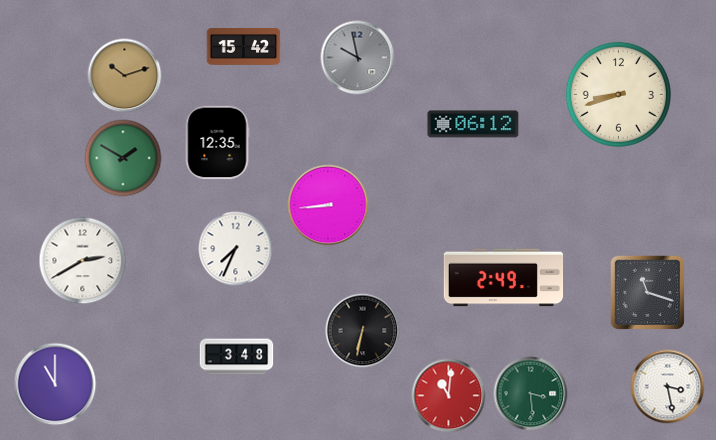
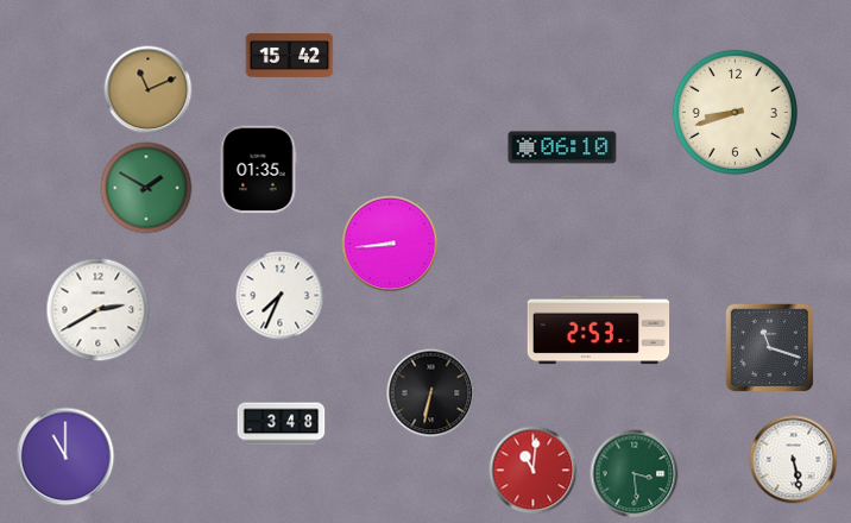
clock at (358, 58): 9:58 -> none
clock at (125, 76): 10:12 -> 11:11
clock at (473, 124): 06:12 -> 06:10
clock at (217, 143): 12:35 -> 01:35
clock at (504, 278): 2:49 -> 2:53
clock at (668, 387): 3:28 -> 5:28
clock at (531, 394) position: (531, 394) -> (635, 474)
